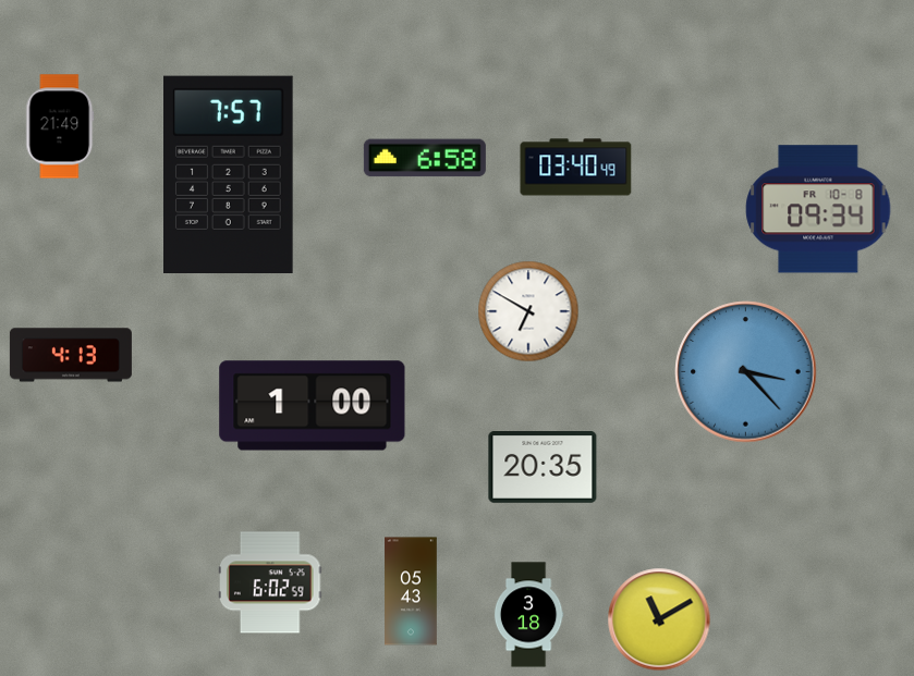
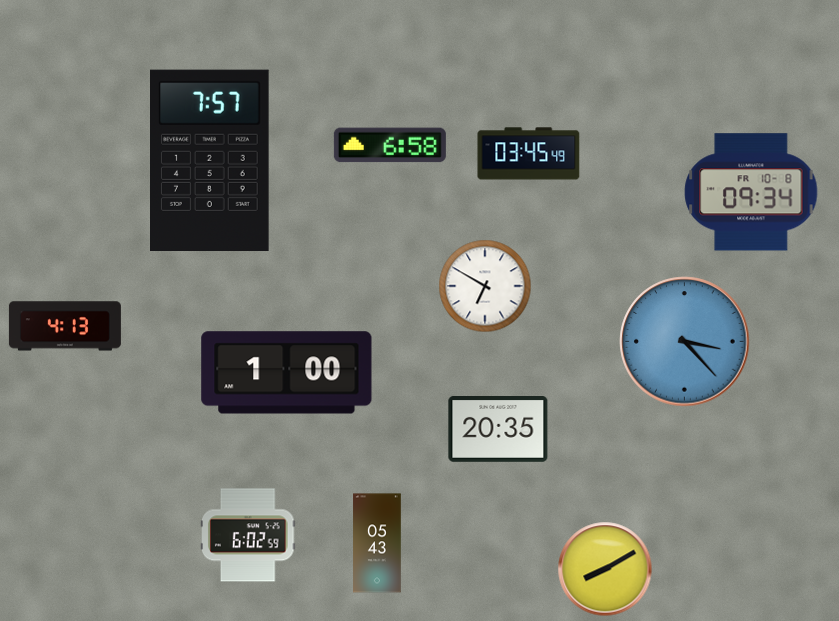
clock at (60, 126): 21:49 -> none
clock at (576, 168): 03:40 -> 03:45
clock at (528, 615): 3:18 -> none
clock at (659, 619): 11:10 -> 8:10
